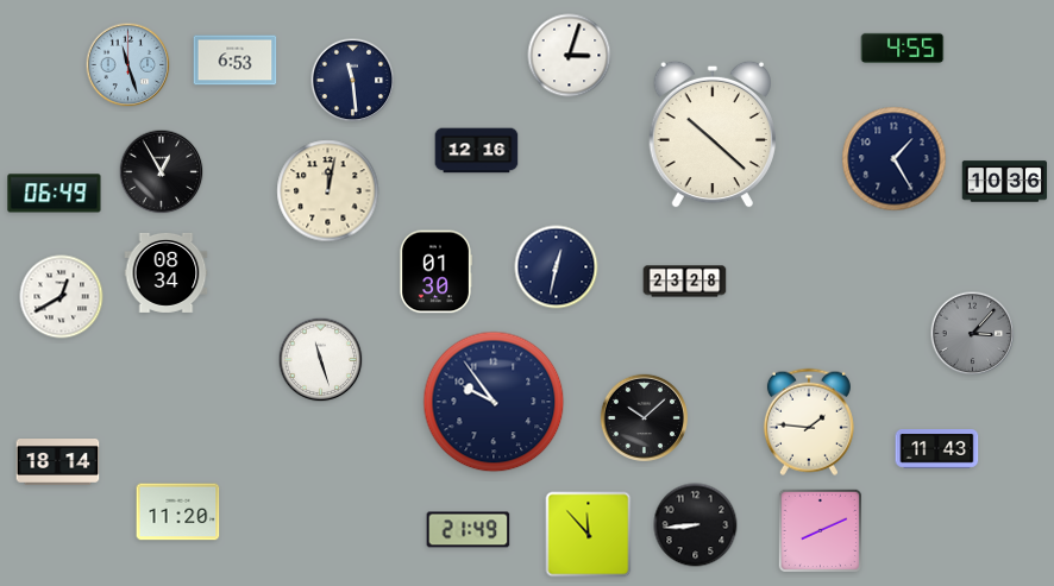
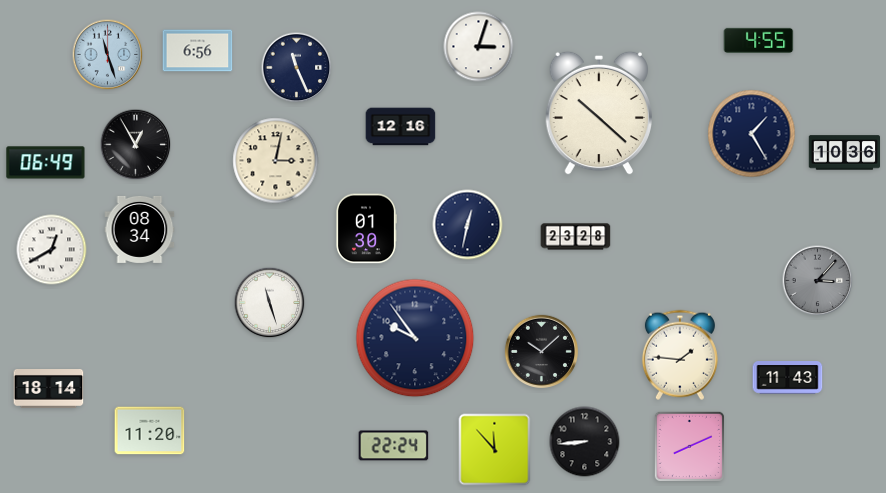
clock at (236, 61): 6:53 -> 6:56
clock at (353, 81): 11:29 -> 11:26
clock at (328, 191): 12:02 -> 3:02
clock at (469, 530): 21:49 -> 22:24
